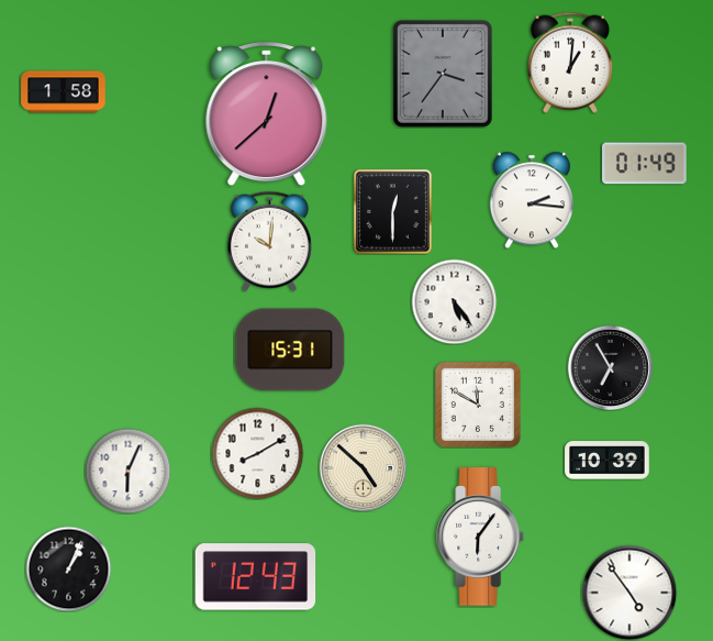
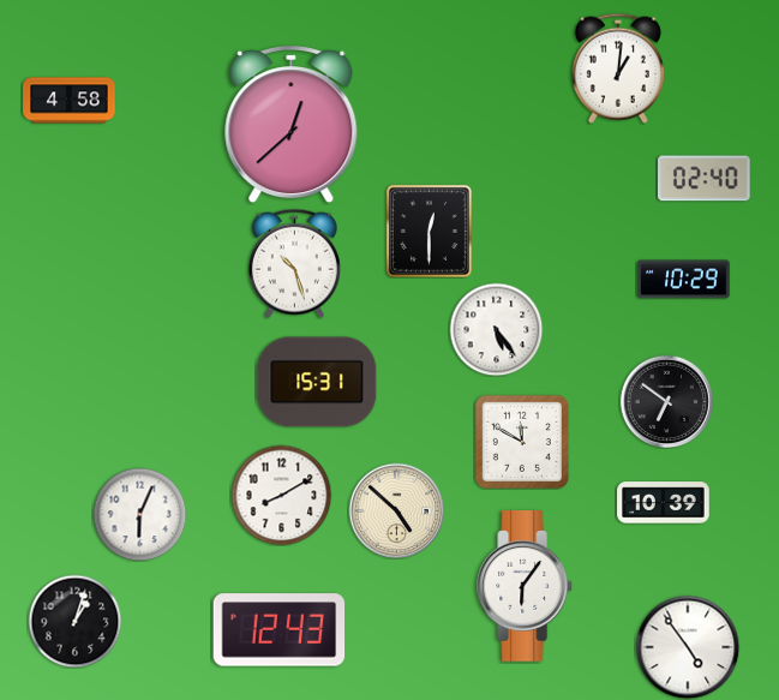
clock at (570, 63) position: (570, 63) -> (618, 68)
clock at (443, 74): 3:36 -> none
clock at (64, 92): 1:58 -> 4:58
clock at (645, 164): 01:49 -> 02:40
clock at (531, 200): 2:16 -> none
clock at (269, 241): 10:01 -> 10:27
clock at (684, 280): none -> 10:29
clock at (610, 367): 6:55 -> 6:51
clock at (68, 568): 1:04 -> 1:03
